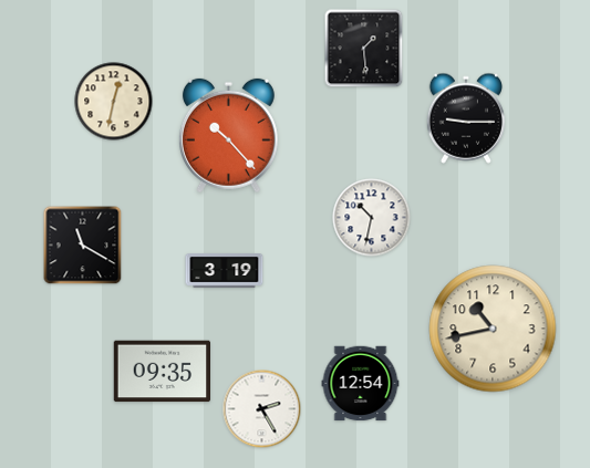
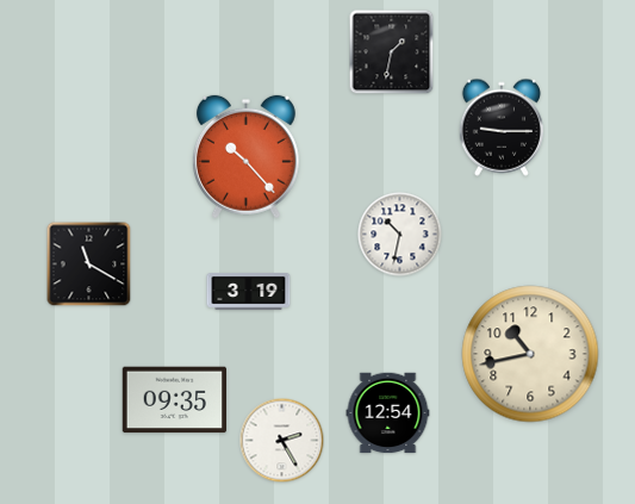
clock at (364, 49): 1:29 -> 1:32
clock at (114, 102): 12:32 -> none
clock at (228, 136) position: (228, 136) -> (245, 157)
clock at (225, 271) position: (225, 271) -> (249, 292)
